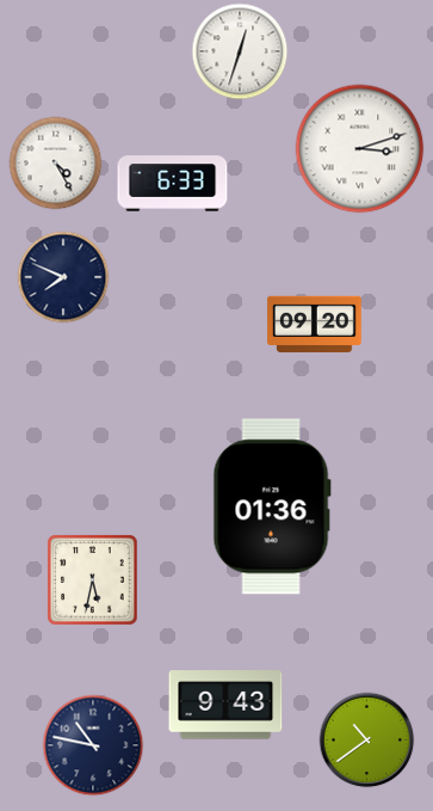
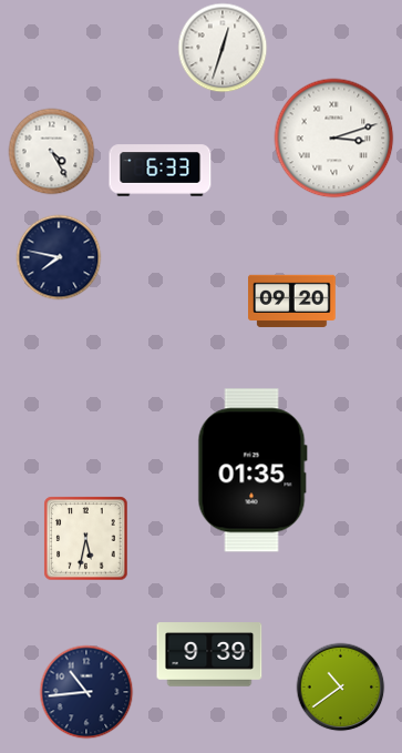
clock at (63, 277): 7:49 -> 7:47
clock at (272, 506): 01:36 -> 01:35
clock at (225, 705): 9:43 -> 9:39
clock at (93, 745): 10:47 -> 10:44
